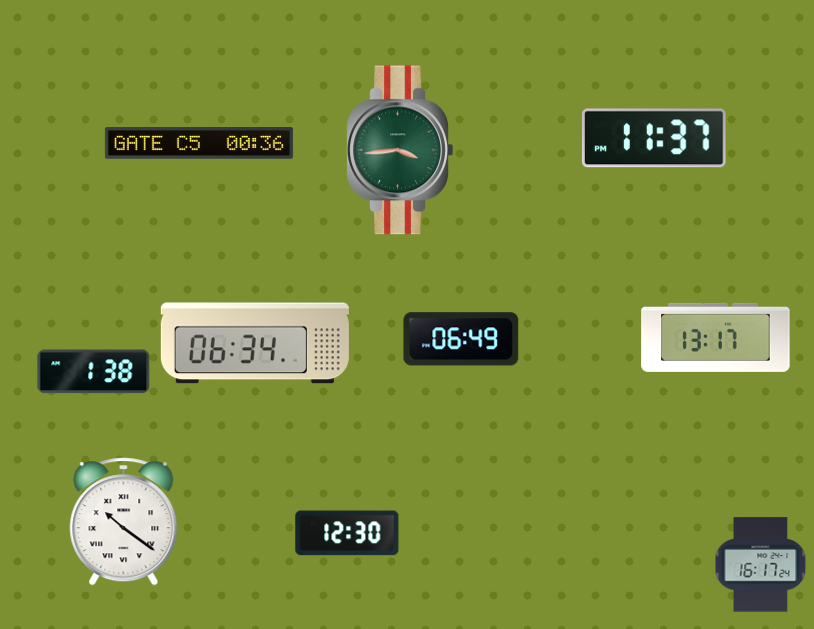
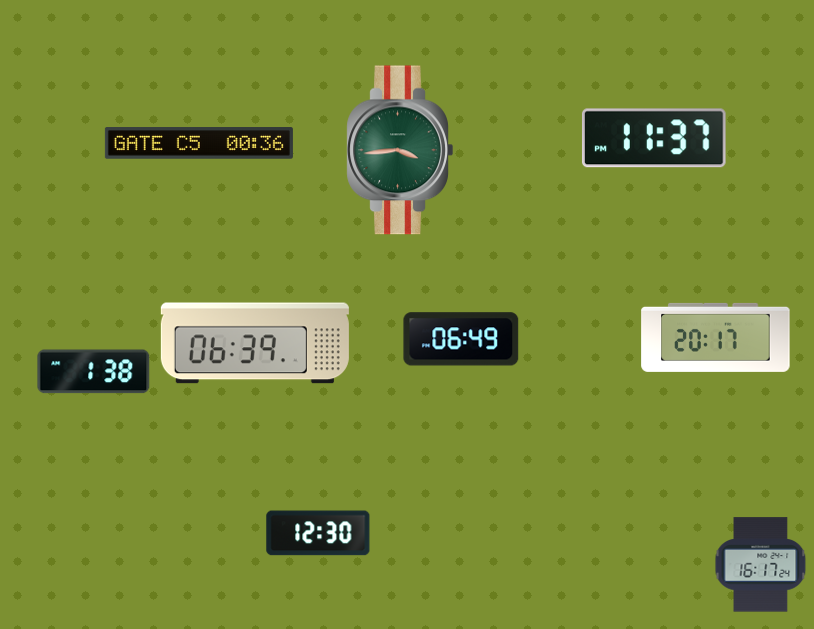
clock at (716, 337): 13:17 -> 20:17
clock at (255, 343): 06:34 -> 06:39
clock at (124, 522): 10:21 -> none
clock at (347, 533) position: (347, 533) -> (318, 533)
